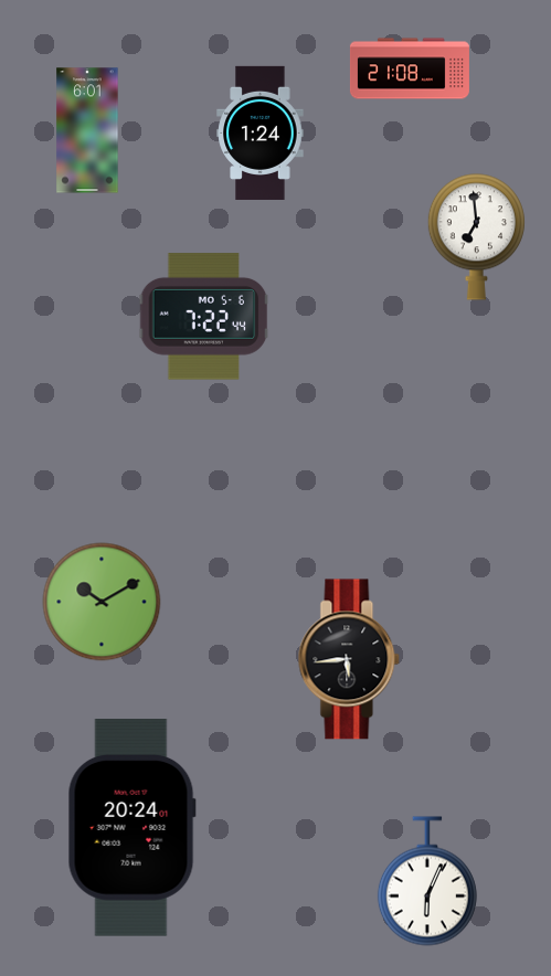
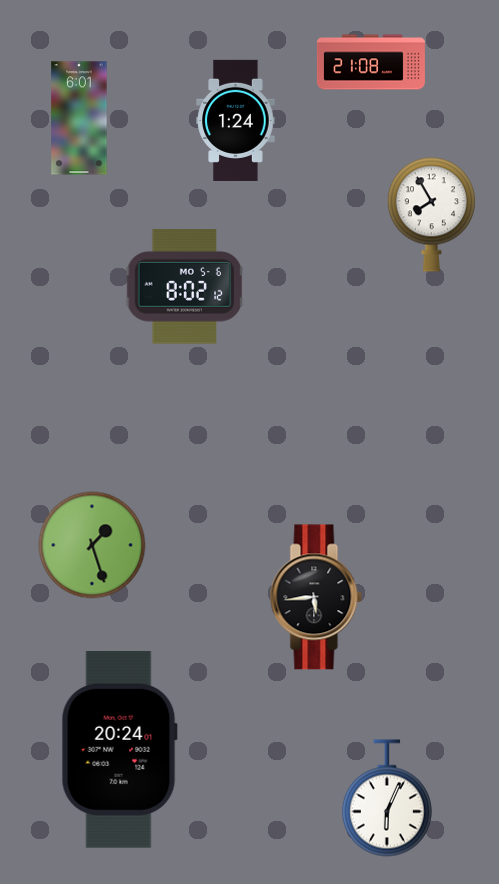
clock at (476, 237): 6:59 -> 7:55
clock at (204, 317): 7:22 -> 8:02
clock at (102, 602): 10:10 -> 1:27
